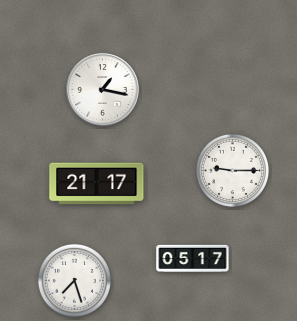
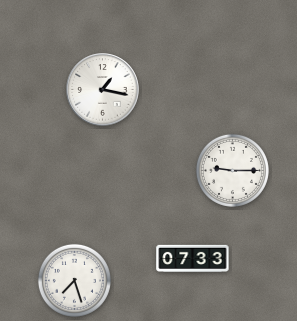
clock at (97, 184): 21:17 -> none
clock at (193, 258): 05:17 -> 07:33
